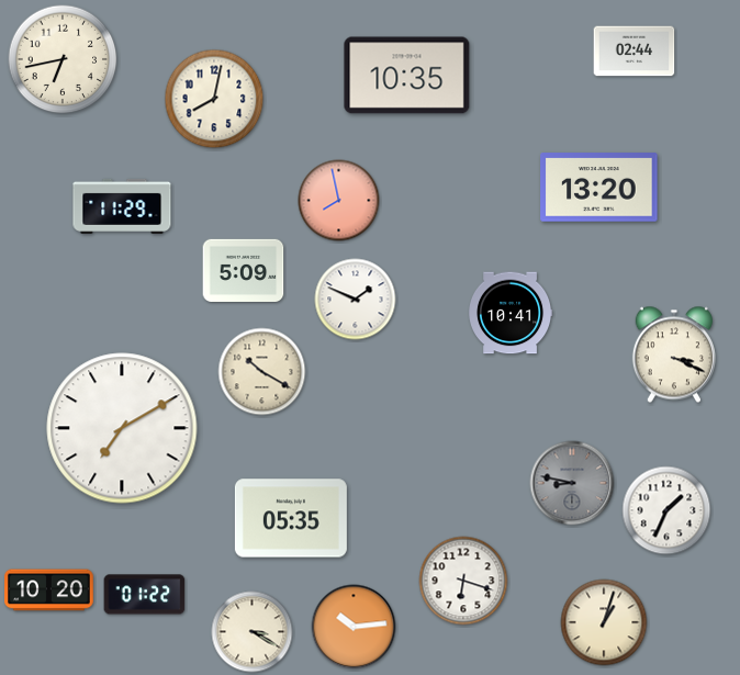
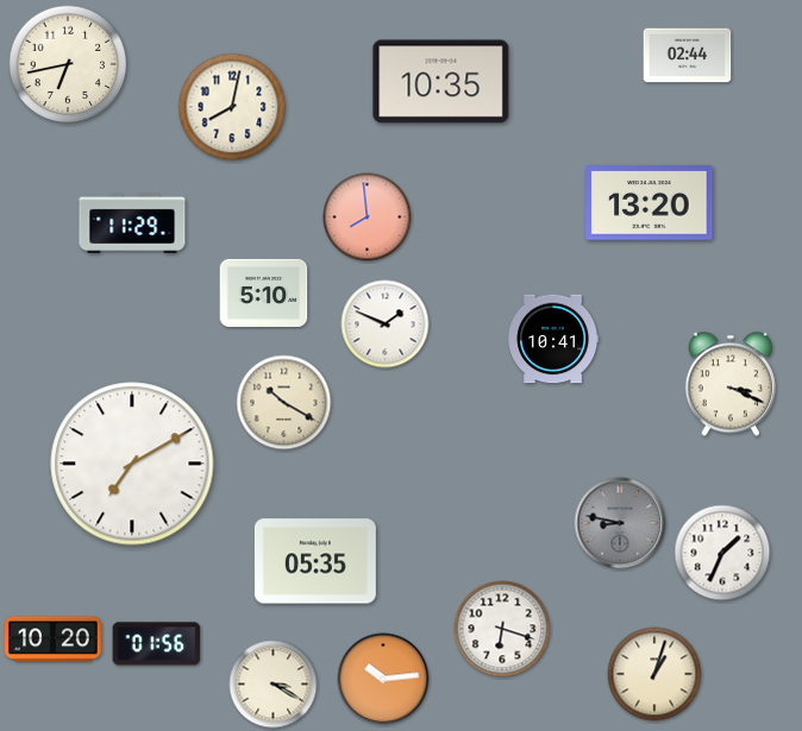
clock at (339, 201): 7:58 -> 7:59
clock at (244, 270): 5:09 -> 5:10
clock at (145, 595): 01:22 -> 01:56
